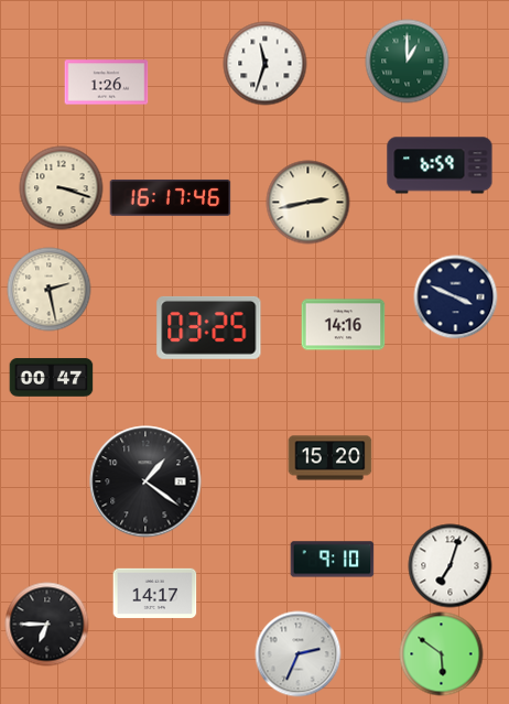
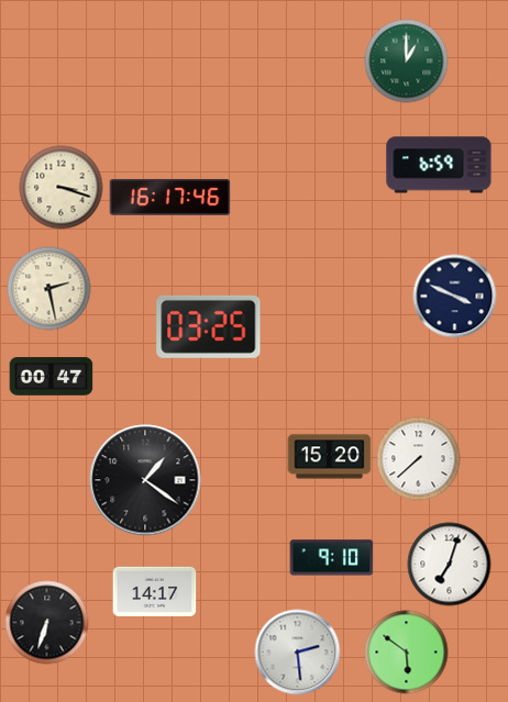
clock at (266, 64): 11:33 -> none
clock at (107, 83): 1:26 -> none
clock at (308, 203): 2:43 -> none
clock at (344, 325): 14:16 -> none
clock at (419, 459): none -> 7:38
clock at (47, 625): 6:45 -> 6:33
clock at (299, 654): 2:34 -> 2:29
clock at (442, 654) position: (442, 654) -> (407, 653)
